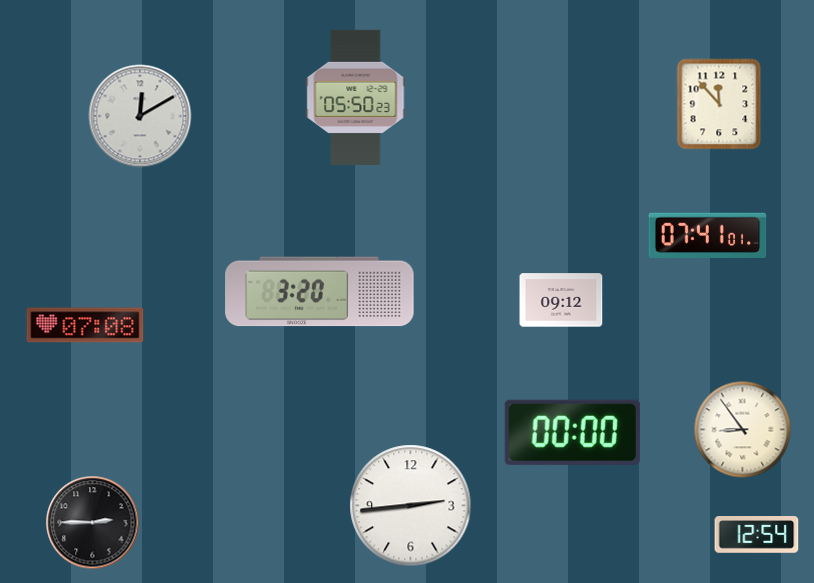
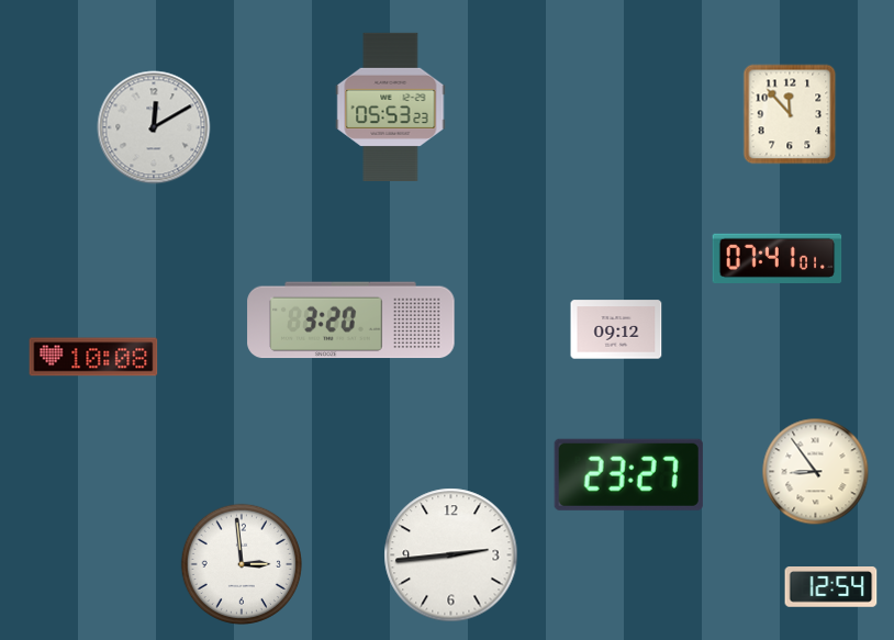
clock at (356, 97): 05:50 -> 05:53
clock at (85, 325): 07:08 -> 10:08
clock at (572, 432): 00:00 -> 23:27
clock at (241, 564): none -> 2:59
clock at (93, 523): 2:45 -> none
